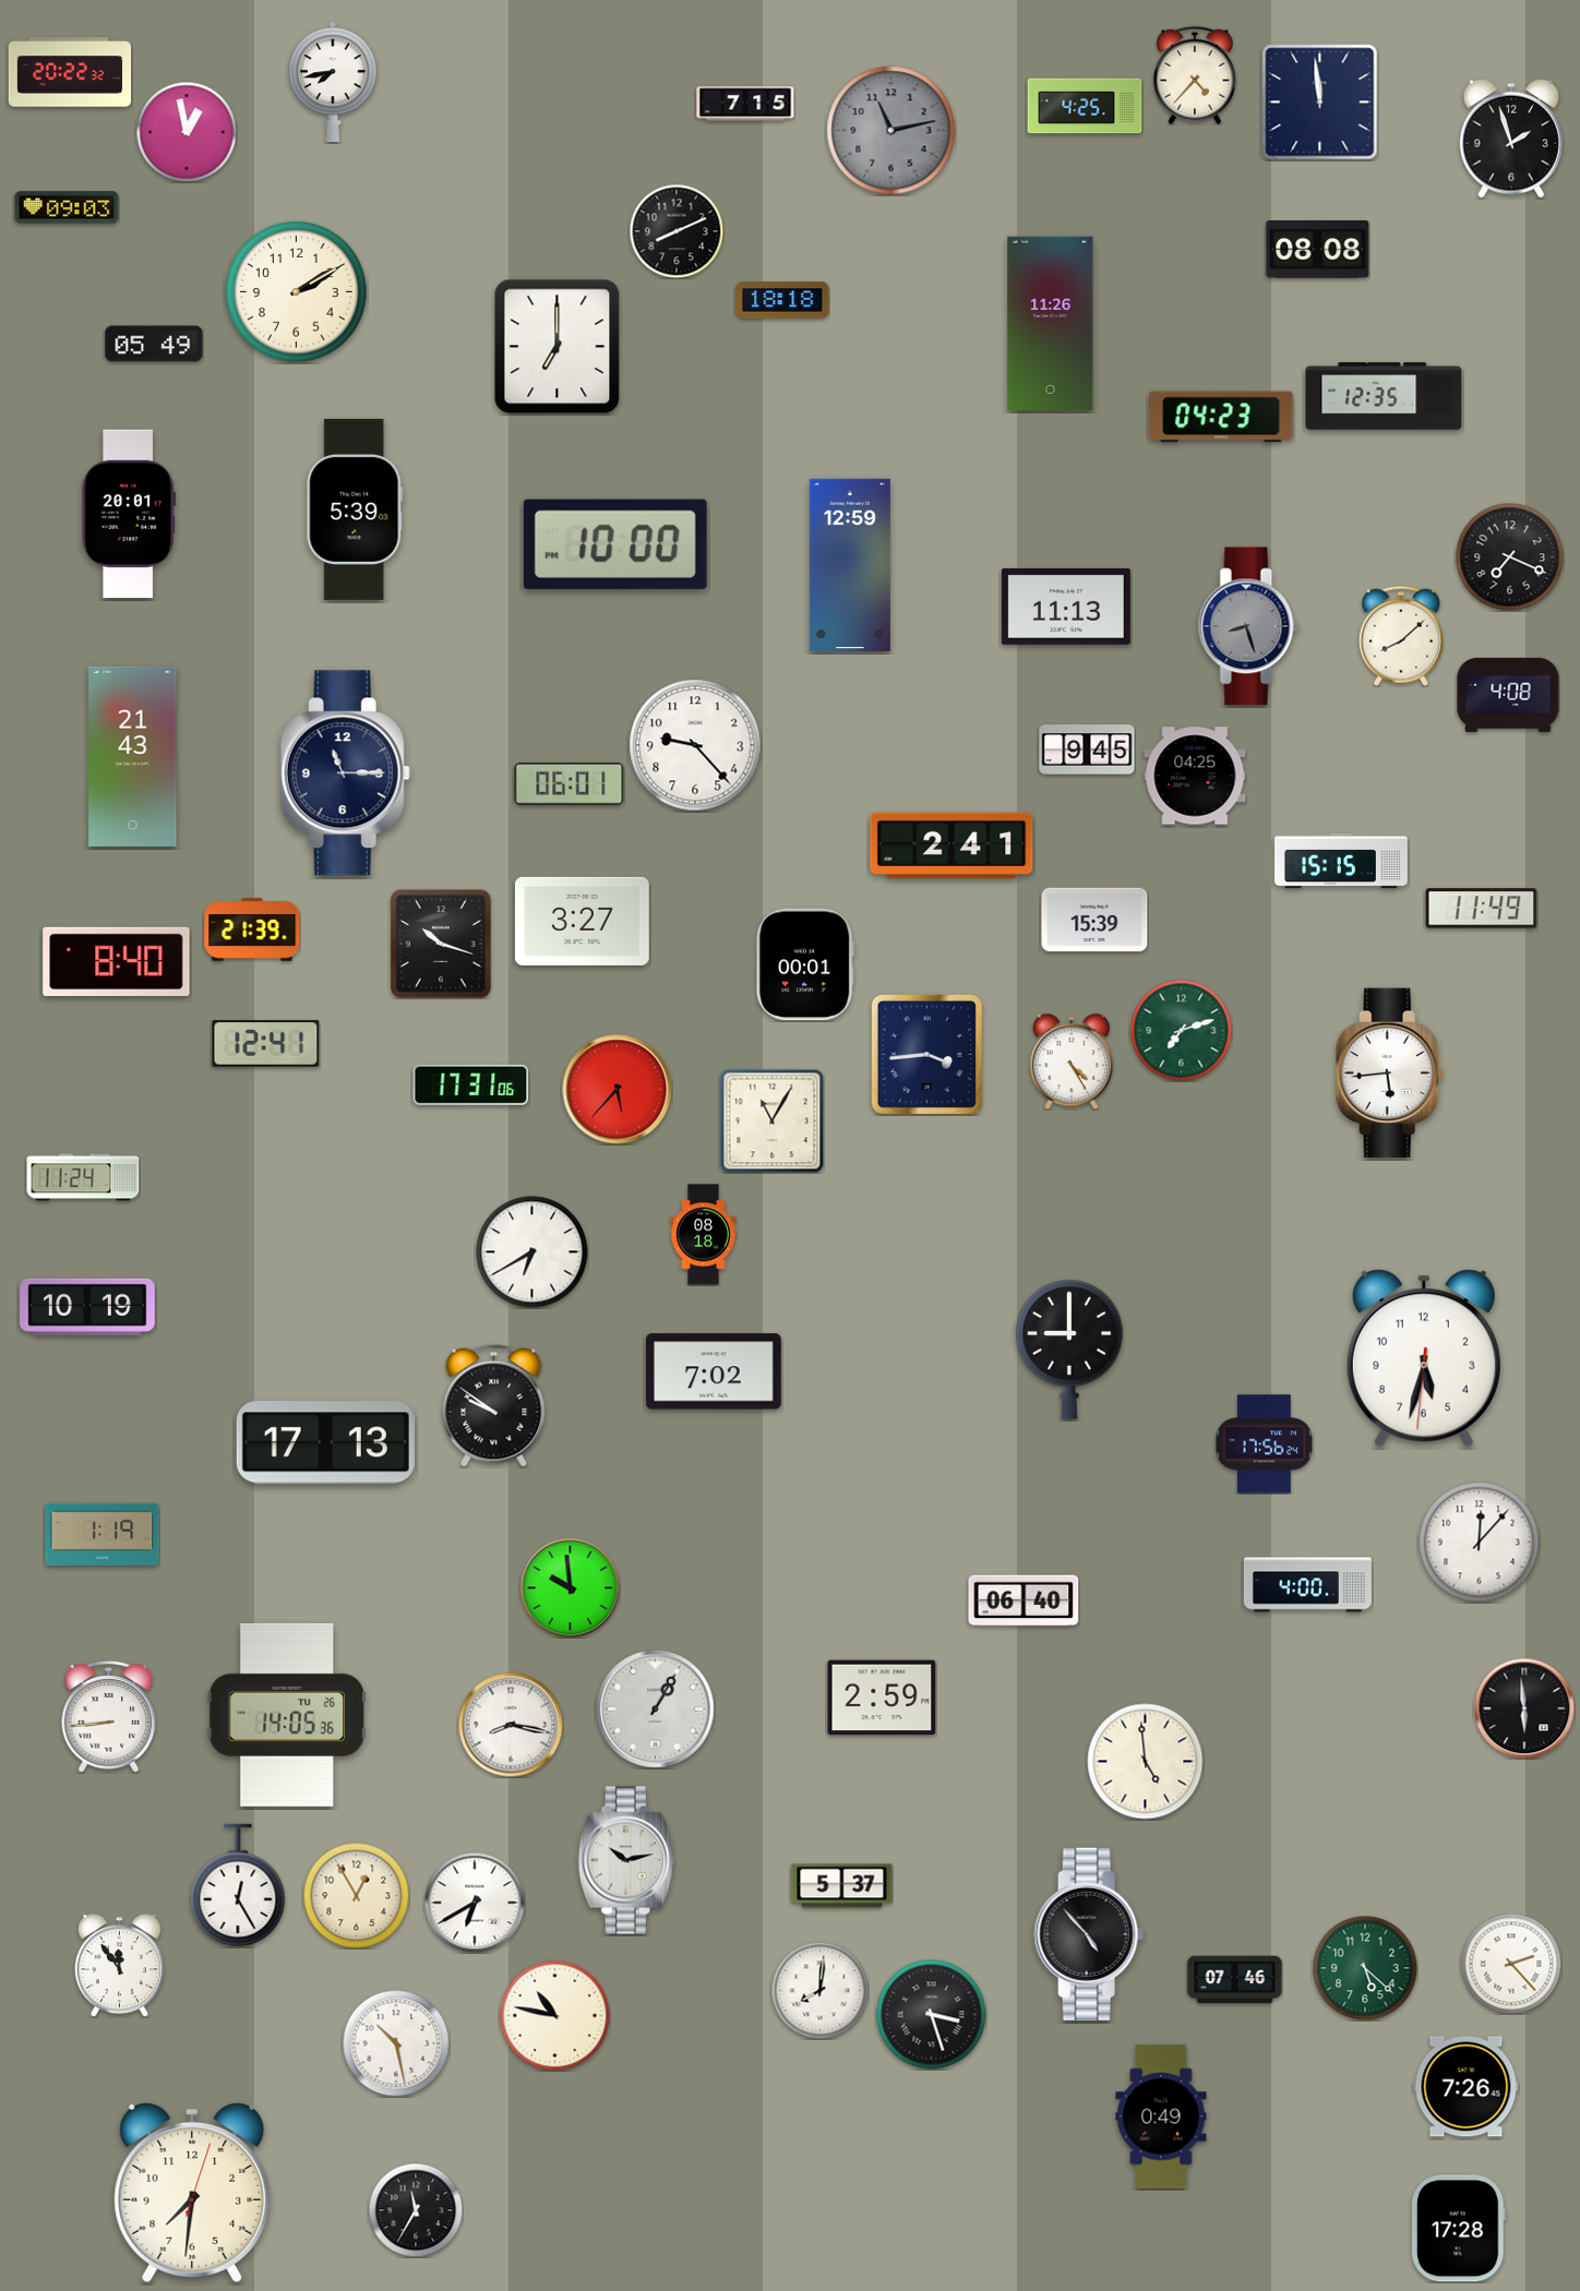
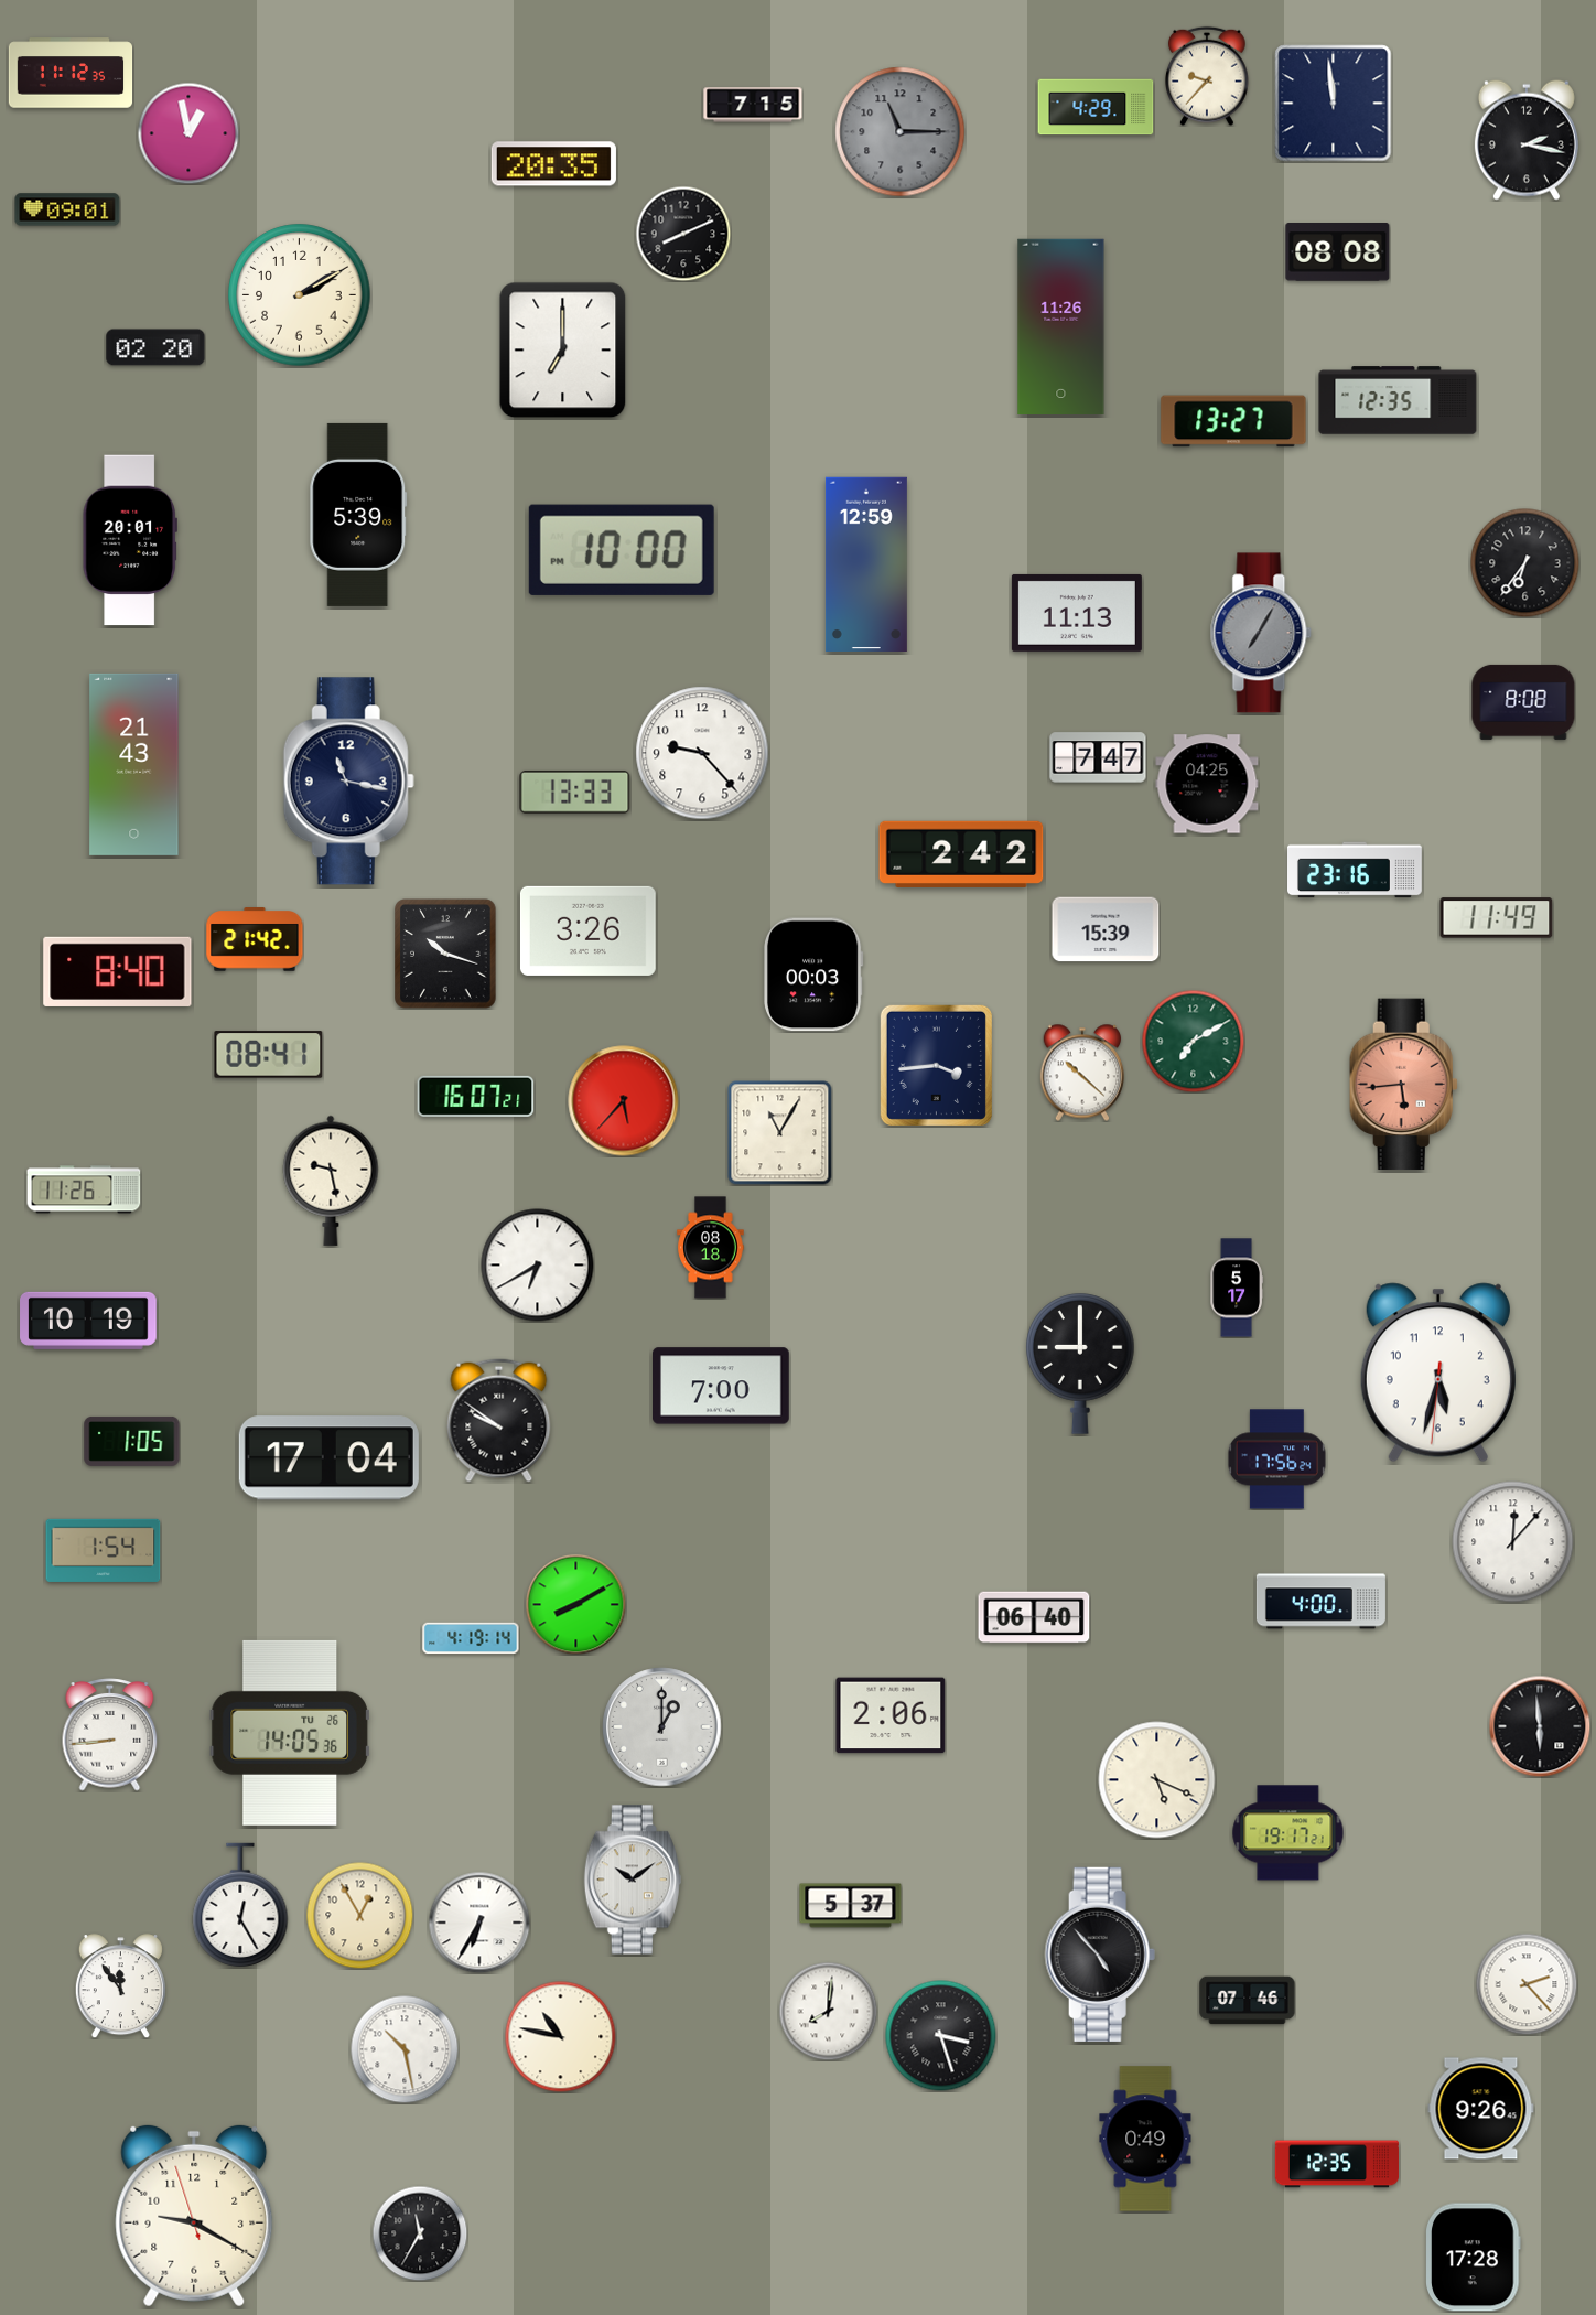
clock at (70, 72): 20:22 -> 11:12
clock at (1195, 75): 4:37 -> 9:37
clock at (333, 82): 7:43 -> none
clock at (1085, 106): 4:25 -> 4:29
clock at (891, 131): 11:13 -> 11:15
clock at (1511, 139): 1:57 -> 2:17
clock at (553, 164): none -> 20:35
clock at (67, 207): 09:03 -> 09:01
clock at (1318, 250) position: (1318, 250) -> (1338, 252)
clock at (782, 300): 18:18 -> none
clock at (154, 344): 05:49 -> 02:20
clock at (1221, 417): 04:23 -> 13:27
clock at (129, 514) position: (129, 514) -> (130, 540)
clock at (1510, 557): 7:19 -> 6:36
clock at (850, 564) position: (850, 564) -> (866, 563)
clock at (1248, 626): 8:27 -> 7:05
clock at (1401, 636): 8:08 -> none
clock at (1508, 695): 4:08 -> 8:08
clock at (1087, 749): 9:45 -> 7:47
clock at (345, 773): 11:15 -> 11:17
clock at (570, 783): 06:01 -> 13:33
clock at (951, 845): 2:41 -> 2:42
clock at (1342, 861): 15:15 -> 23:16
clock at (582, 921): 3:27 -> 3:26
clock at (252, 929): 21:39 -> 21:42
clock at (805, 964): 00:01 -> 00:03
clock at (1181, 1030): 7:12 -> 7:10
clock at (266, 1044): 12:41 -> 08:41
clock at (1070, 1061): 4:25 -> 10:22
clock at (1389, 1073) dial: white -> salmon
clock at (471, 1084): 17:31 -> 16:07
clock at (331, 1181): none -> 9:28
clock at (83, 1177): 11:24 -> 11:26
clock at (1237, 1288): none -> 5:17
clock at (715, 1371): 7:02 -> 7:00
clock at (132, 1441): none -> 1:05
clock at (325, 1443): 17:13 -> 17:04
clock at (103, 1534): 1:19 -> 1:54
clock at (1480, 1543) position: (1480, 1543) -> (1513, 1542)
clock at (570, 1587): 9:59 -> 8:10
clock at (471, 1638): none -> 4:19
clock at (882, 1698): 2:59 -> 2:06
clock at (656, 1710): 1:05 -> 1:00
clock at (511, 1725): 8:17 -> none
clock at (1146, 1762): 4:59 -> 5:19
clock at (1288, 1833): none -> 19:17
clock at (626, 1860): 10:13 -> 10:09
clock at (475, 1903): 6:40 -> 6:35
clock at (1365, 1968): 5:22 -> none
clock at (396, 2043) position: (396, 2043) -> (405, 2049)
clock at (1467, 2087): 7:26 -> 9:26
clock at (1161, 2116) position: (1161, 2116) -> (1145, 2139)
clock at (1337, 2164): none -> 12:35
clock at (192, 2193): 7:31 -> 9:19
clock at (1459, 2229) position: (1459, 2229) -> (1474, 2258)
